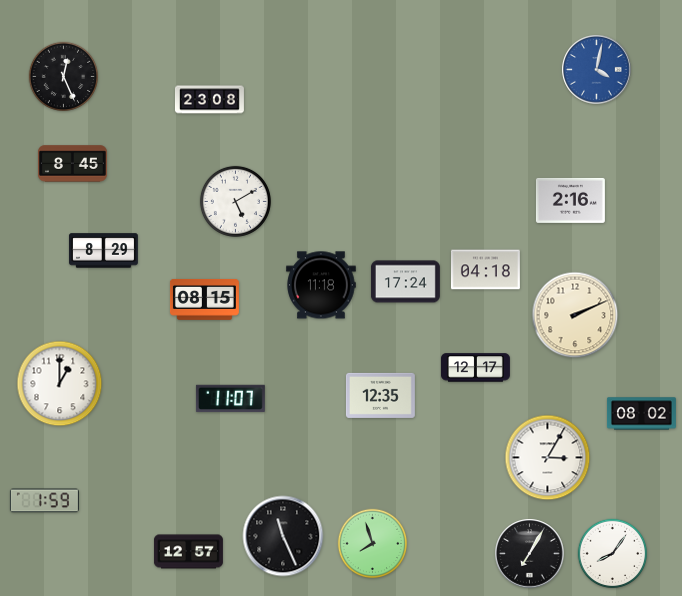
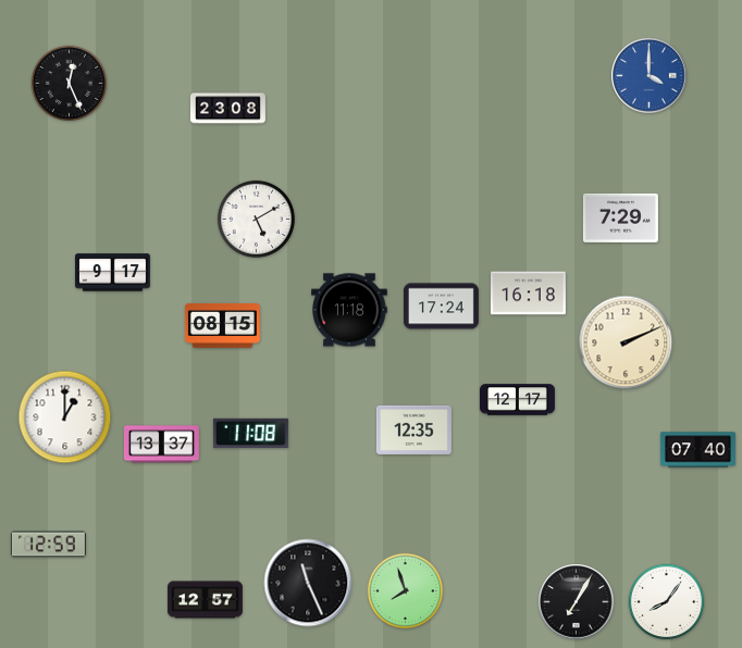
clock at (597, 70): 4:02 -> 4:00
clock at (72, 164): 8:45 -> none
clock at (570, 200): 2:16 -> 7:29
clock at (103, 251): 8:29 -> 9:17
clock at (485, 270): 04:18 -> 16:18
clock at (230, 399): 11:07 -> 11:08
clock at (161, 445): none -> 13:37
clock at (641, 414): 08:02 -> 07:40
clock at (548, 458): 3:05 -> none
clock at (44, 501): 1:59 -> 12:59
